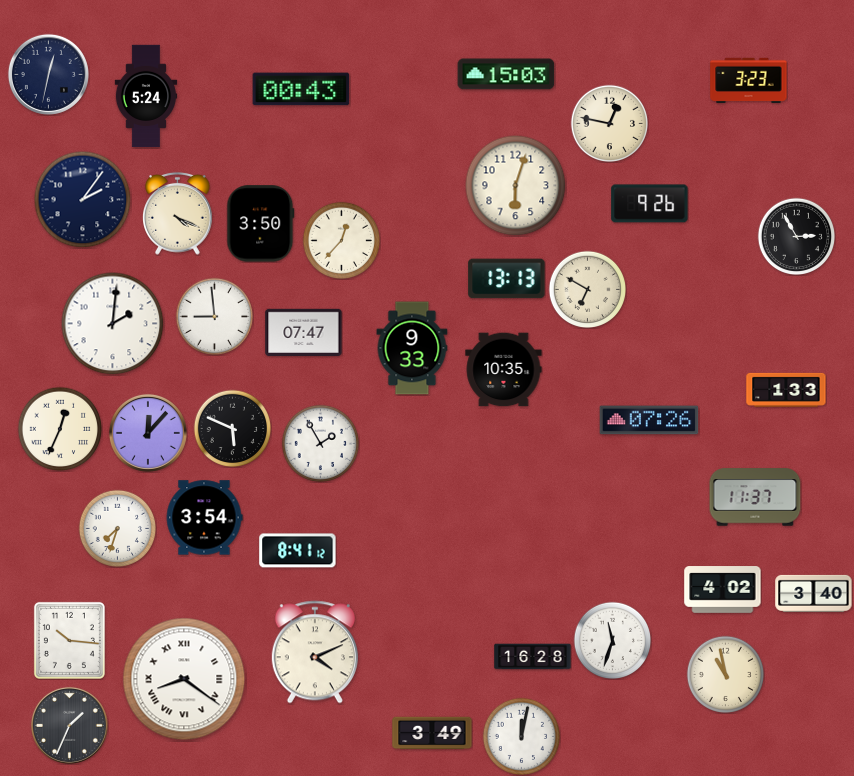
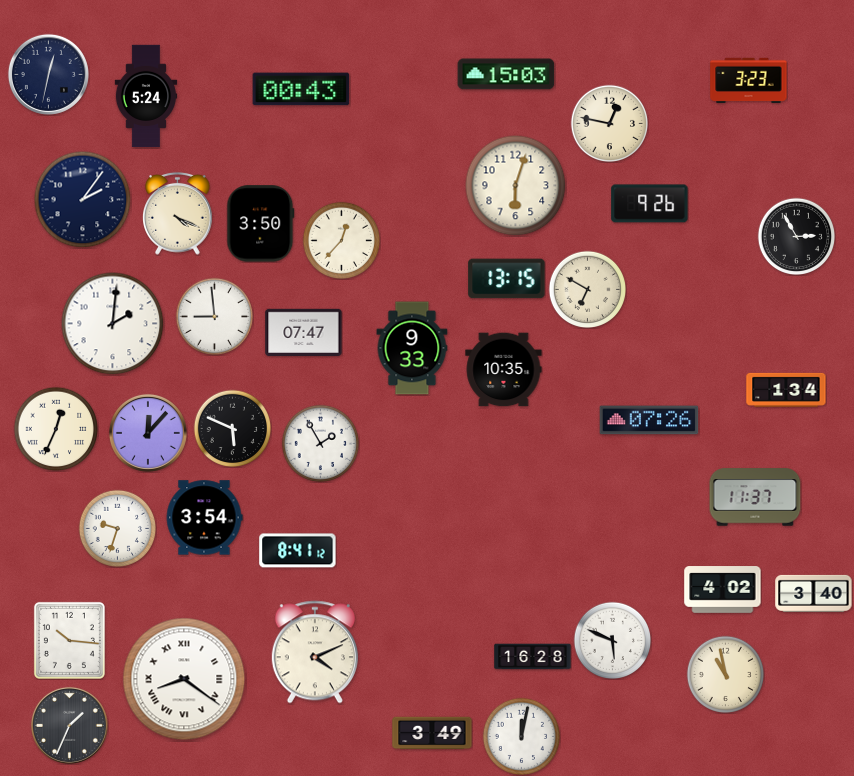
clock at (507, 279): 13:13 -> 13:15
clock at (786, 390): 1:33 -> 1:34
clock at (60, 429) position: (60, 429) -> (56, 429)
clock at (117, 528): 7:33 -> 9:33
clock at (612, 640): 11:33 -> 5:49
